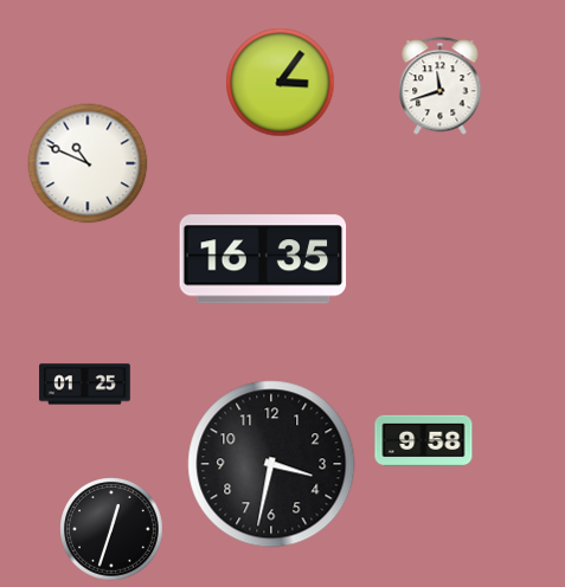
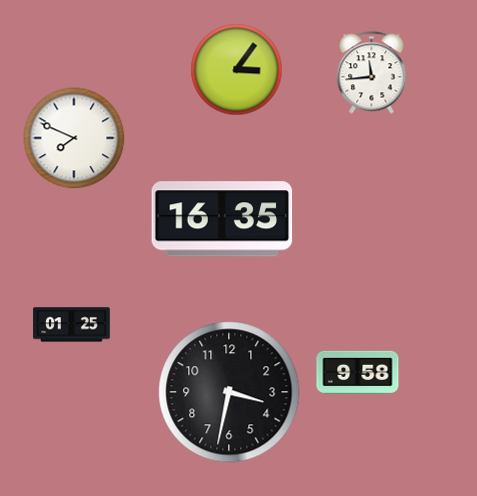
clock at (441, 86): 11:42 -> 11:44
clock at (88, 163): 10:49 -> 7:49
clock at (111, 529): 12:33 -> none
